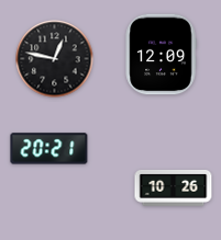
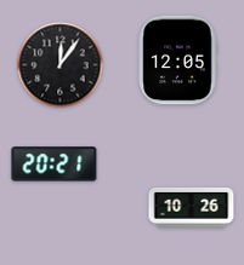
clock at (161, 55): 12:09 -> 12:05
clock at (55, 59): 12:47 -> 12:06
